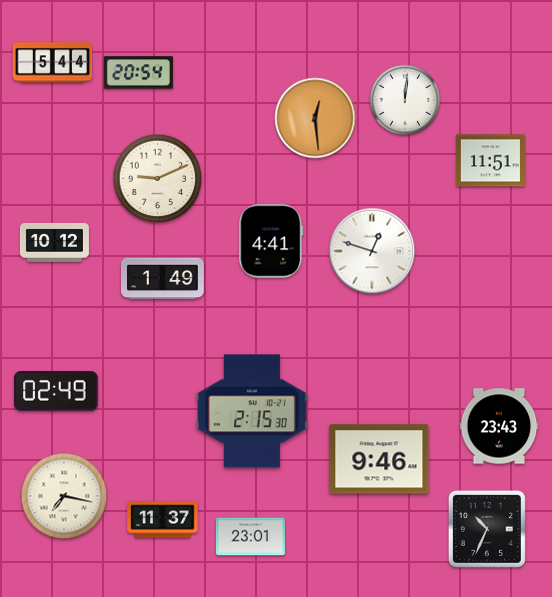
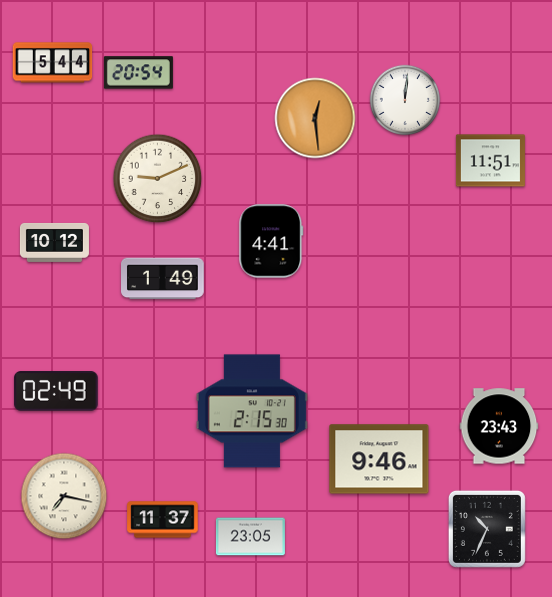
clock at (372, 251): 12:48 -> none
clock at (250, 537): 23:01 -> 23:05
